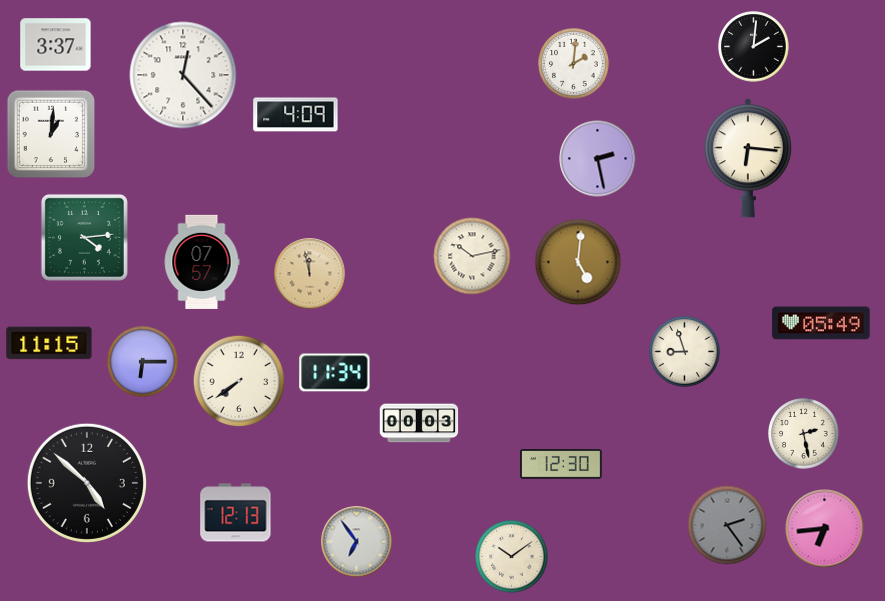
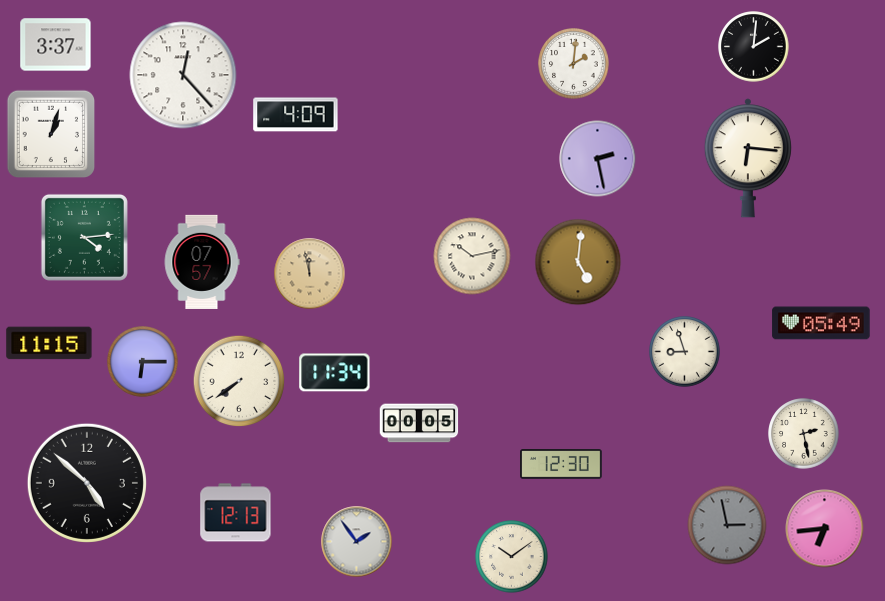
clock at (51, 134): 1:01 -> 1:03
clock at (419, 423): 00:03 -> 00:05
clock at (727, 525): 2:24 -> 2:58
clock at (357, 542): 6:54 -> 1:54
